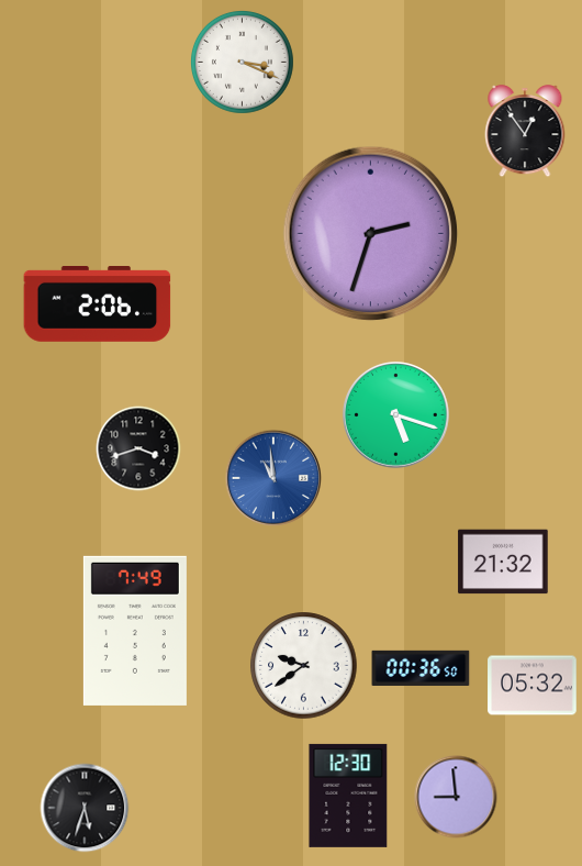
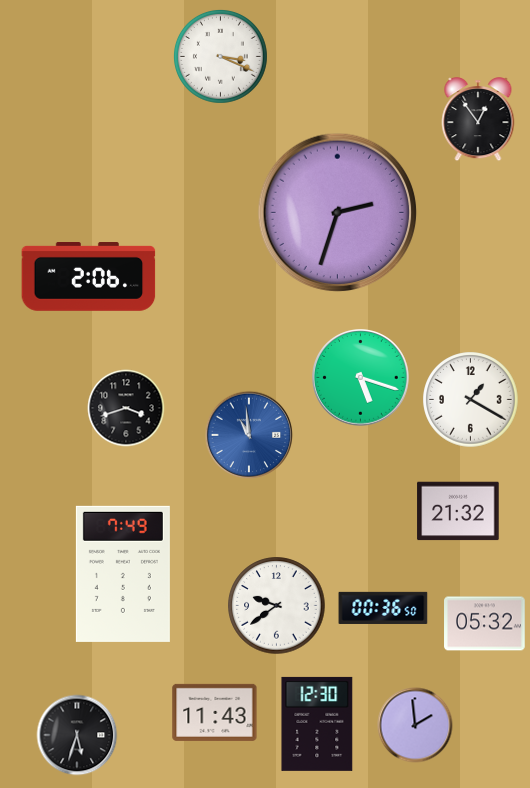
clock at (471, 400): none -> 1:20
clock at (215, 712): none -> 11:43
clock at (456, 797): 8:59 -> 1:59
